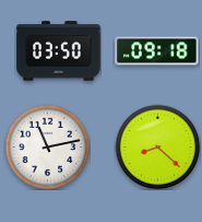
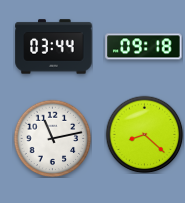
clock at (59, 51): 03:50 -> 03:44
clock at (47, 147) position: (47, 147) -> (52, 138)
